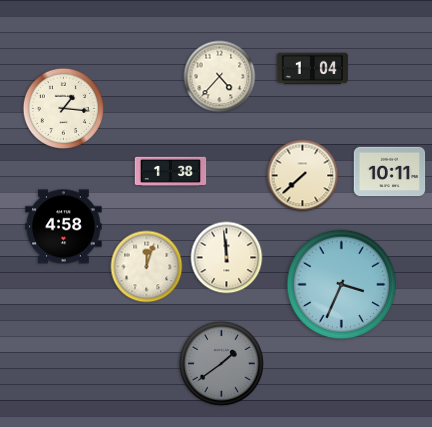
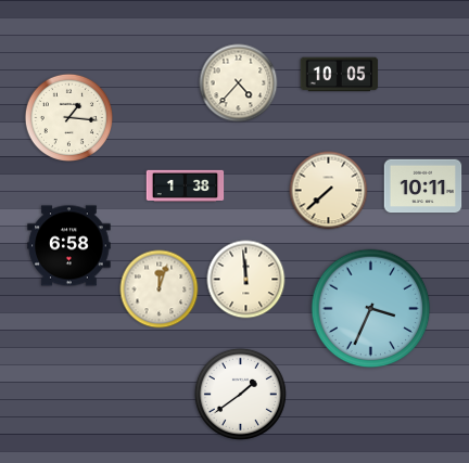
clock at (313, 69): 1:04 -> 10:05
clock at (64, 227): 4:58 -> 6:58
clock at (221, 363) dial: grey -> white
